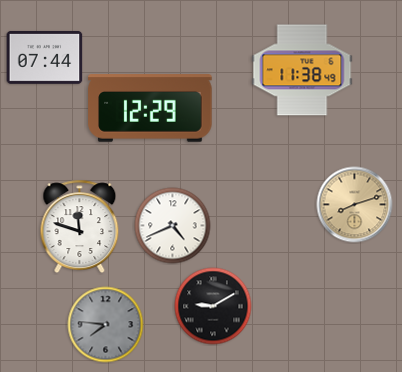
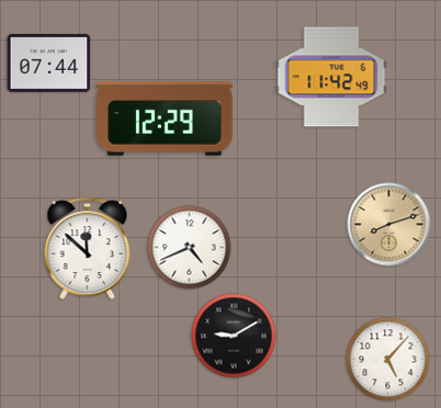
clock at (302, 70): 11:38 -> 11:42
clock at (80, 226): 11:48 -> 11:52
clock at (106, 325): 7:46 -> none
clock at (388, 360): none -> 5:07
